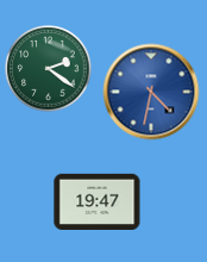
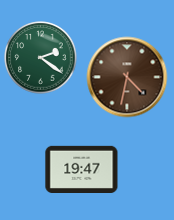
clock at (151, 92) dial: blue -> brown
